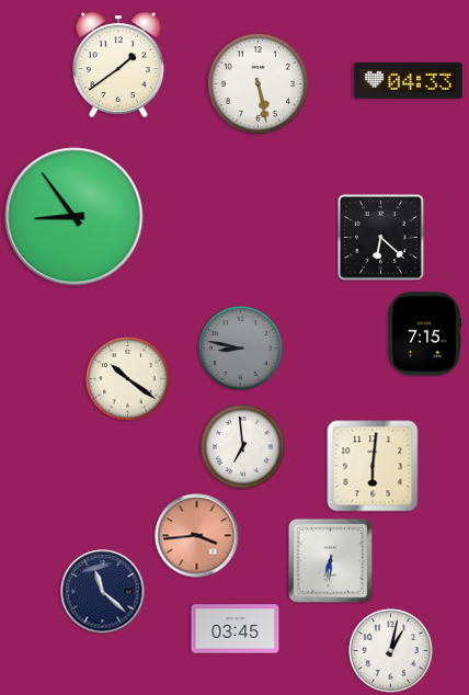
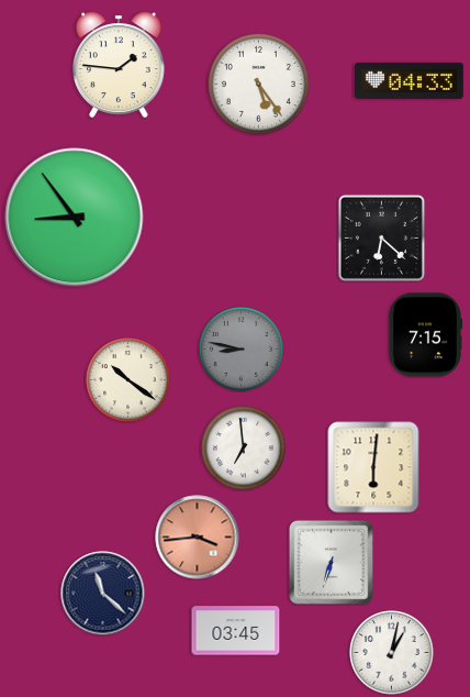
clock at (118, 65): 1:39 -> 1:46
clock at (258, 83): 5:28 -> 5:24
clock at (330, 560): 6:31 -> 6:33
